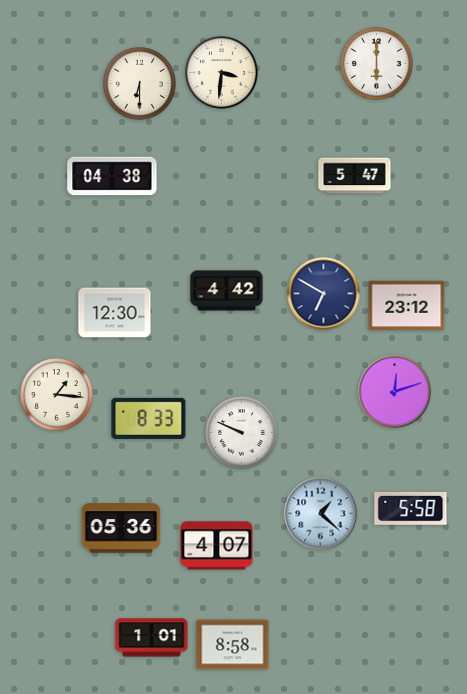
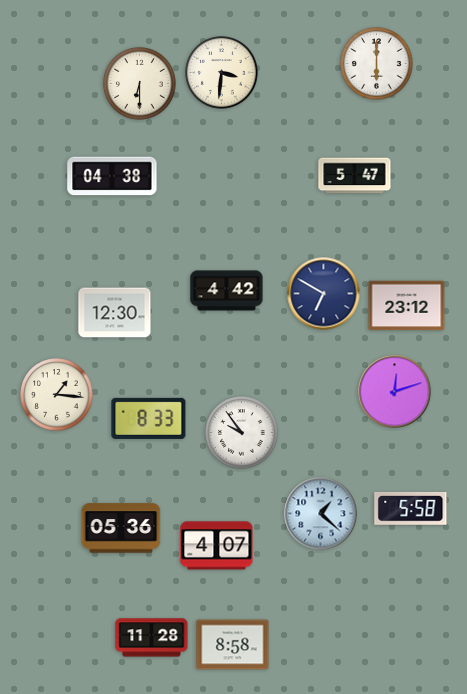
clock at (242, 433): 9:49 -> 9:54
clock at (152, 638): 1:01 -> 11:28
